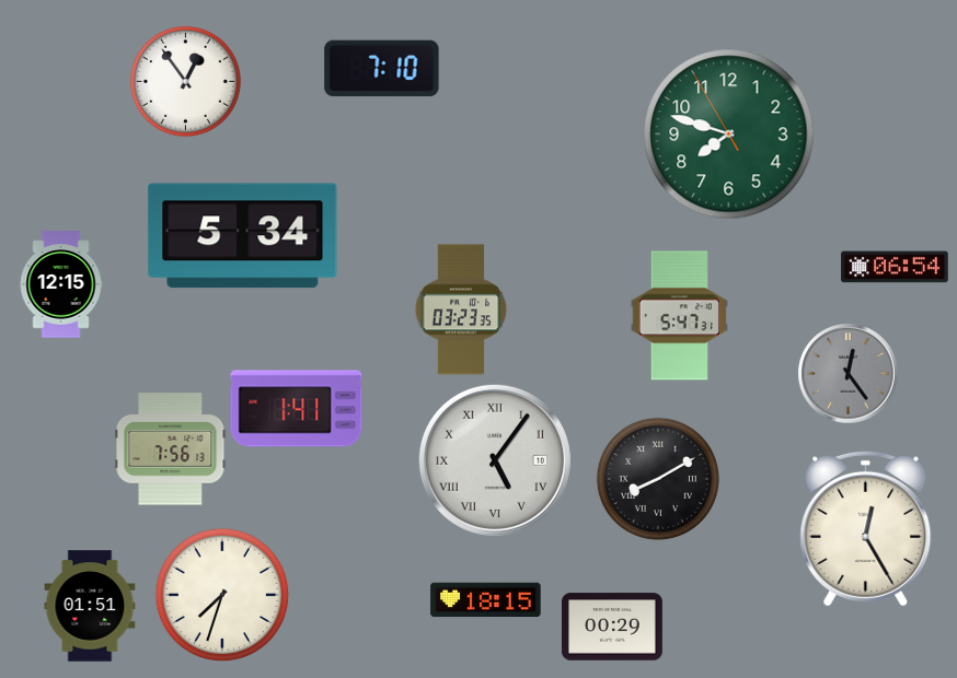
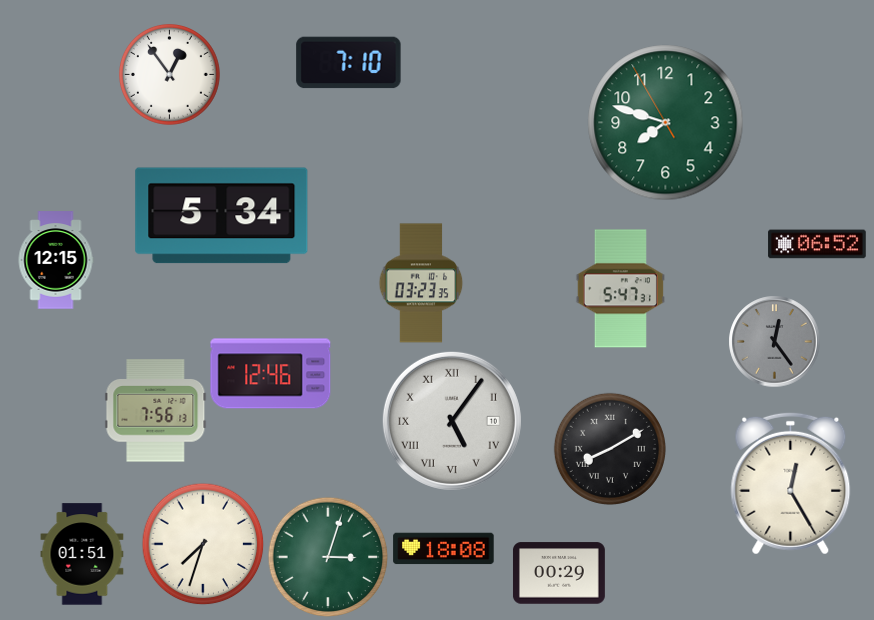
clock at (895, 267): 06:54 -> 06:52
clock at (297, 409): 1:41 -> 12:46
clock at (658, 479) position: (658, 479) -> (610, 449)
clock at (486, 600): 18:15 -> 18:08
clock at (328, 557): none -> 3:03
